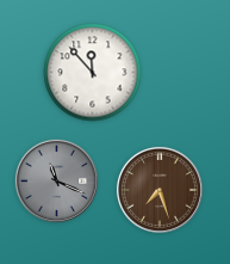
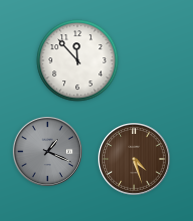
clock at (56, 180): 11:19 -> 1:19
clock at (160, 190): 7:27 -> 4:27
